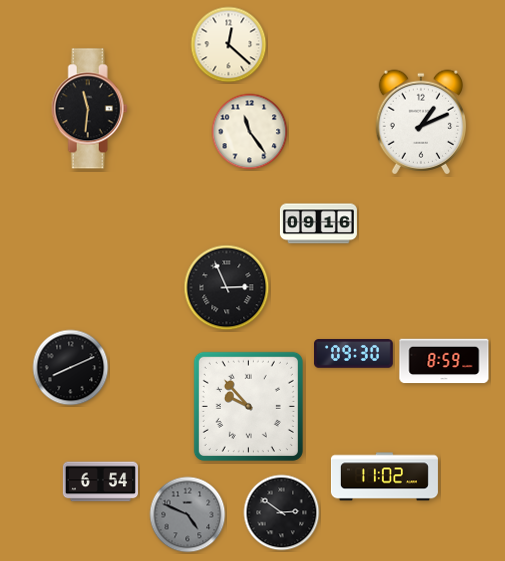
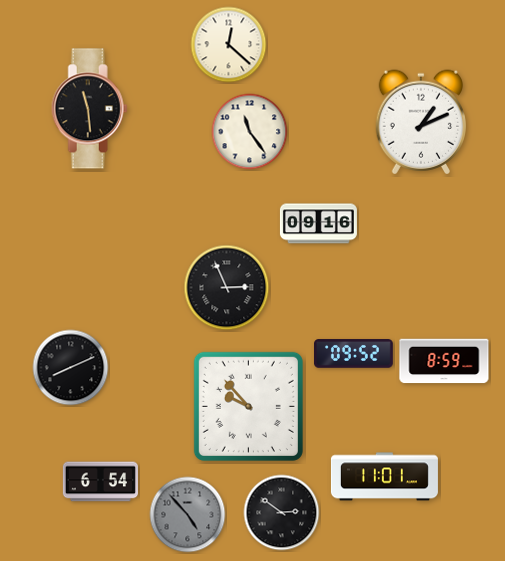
clock at (89, 109): 11:31 -> 11:29
clock at (354, 354): 09:30 -> 09:52
clock at (384, 477): 11:02 -> 11:01
clock at (188, 515): 4:49 -> 4:53
